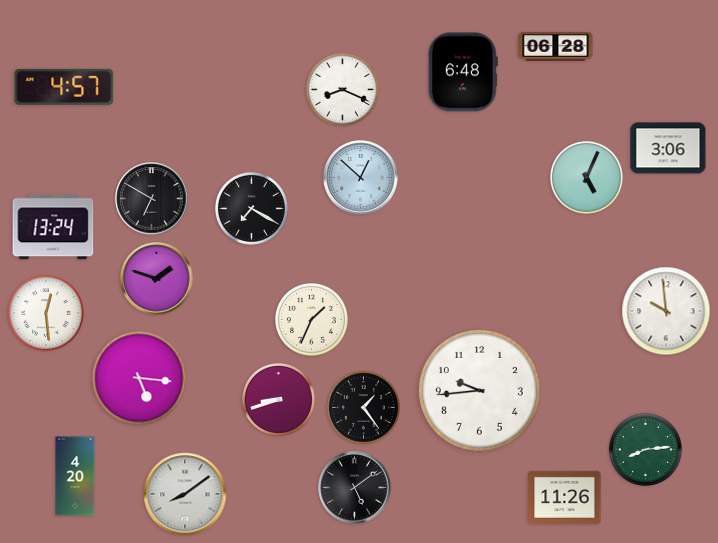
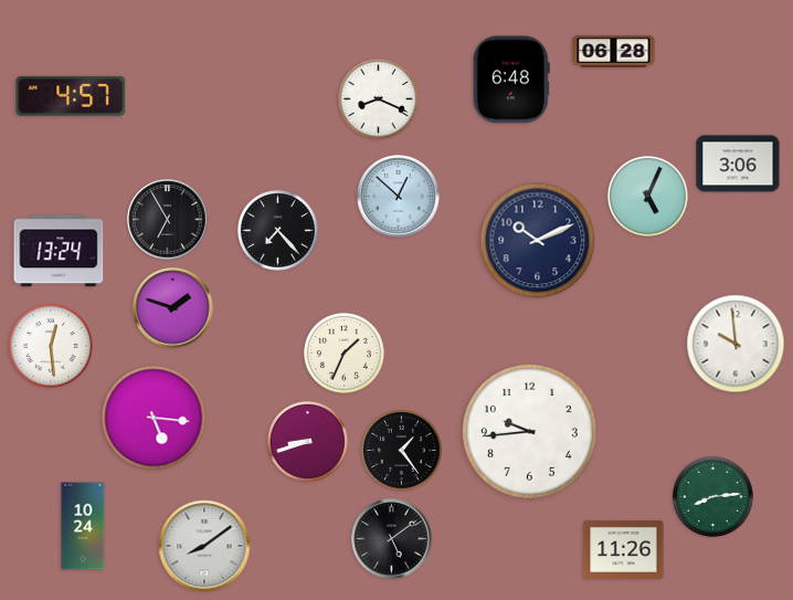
clock at (152, 199): 6:50 -> 6:55
clock at (251, 208): 7:20 -> 7:23
clock at (538, 241): none -> 10:11
clock at (75, 476): 4:20 -> 10:24
